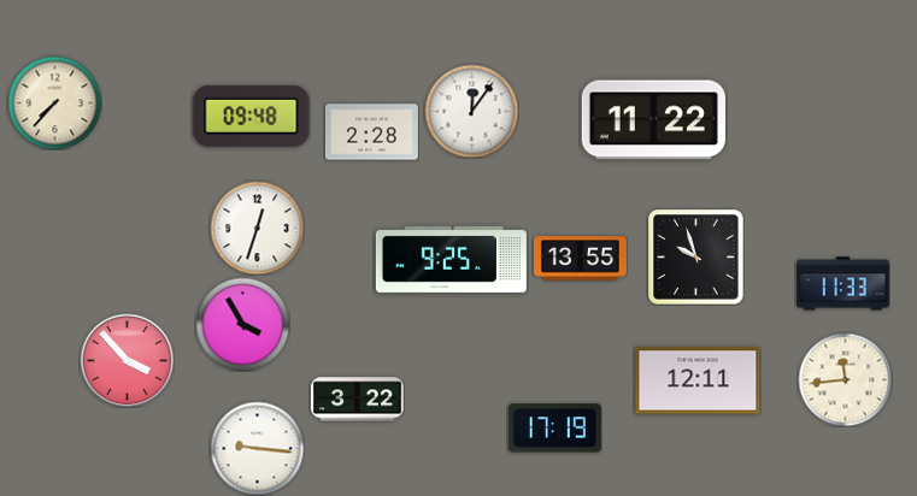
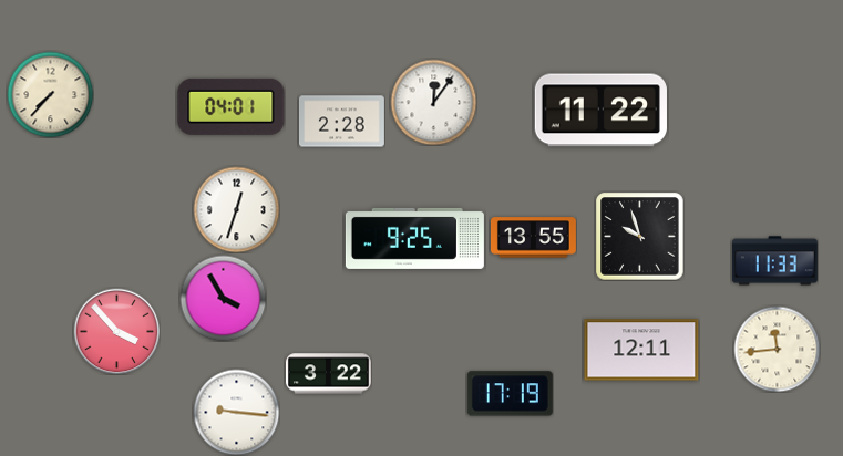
clock at (252, 116): 09:48 -> 04:01
clock at (357, 400) position: (357, 400) -> (328, 374)
